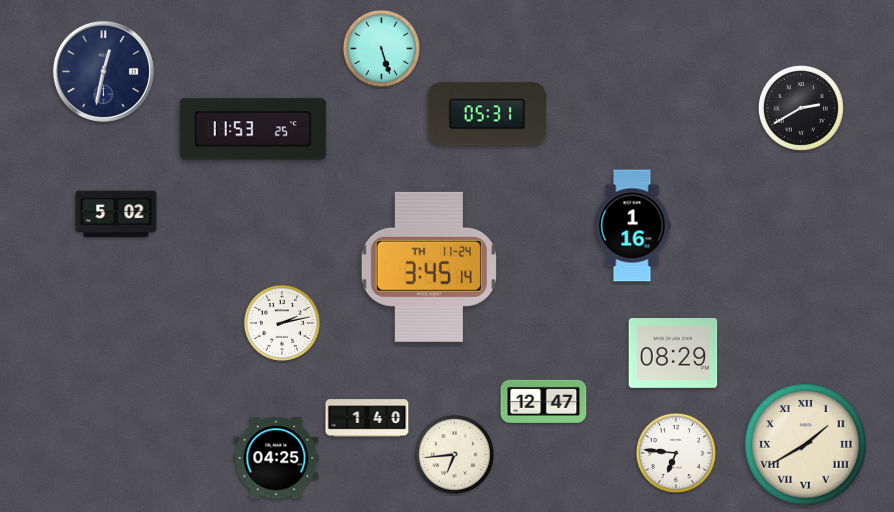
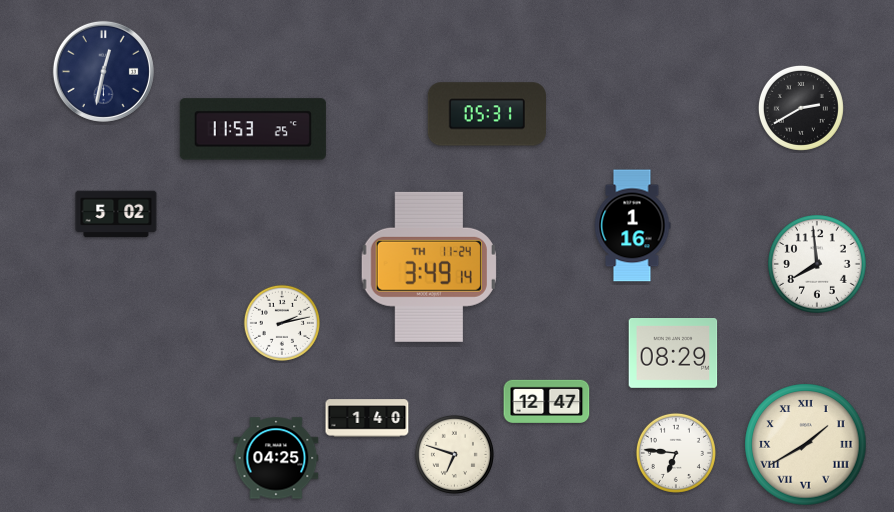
clock at (381, 48): 5:27 -> none
clock at (818, 265): none -> 7:59
clock at (429, 267): 3:45 -> 3:49
clock at (544, 401) position: (544, 401) -> (547, 401)
clock at (454, 454): 6:44 -> 6:48
